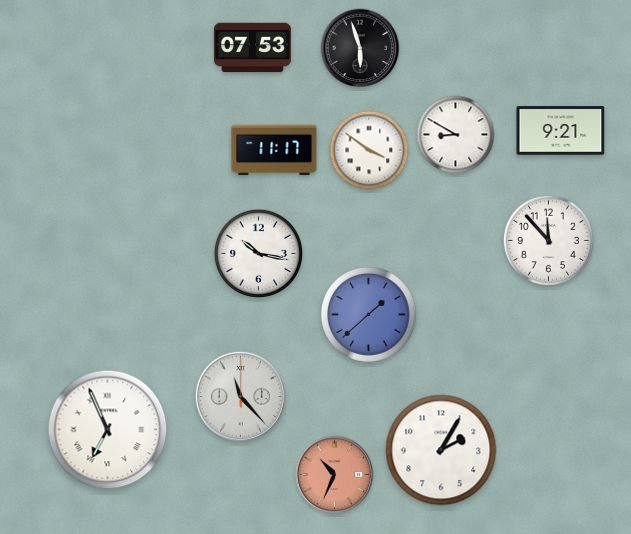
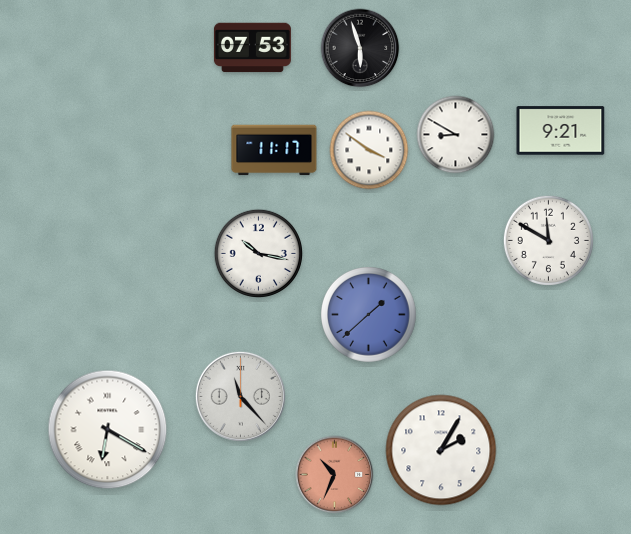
clock at (548, 240): 11:53 -> 11:50
clock at (108, 430): 6:56 -> 6:20
